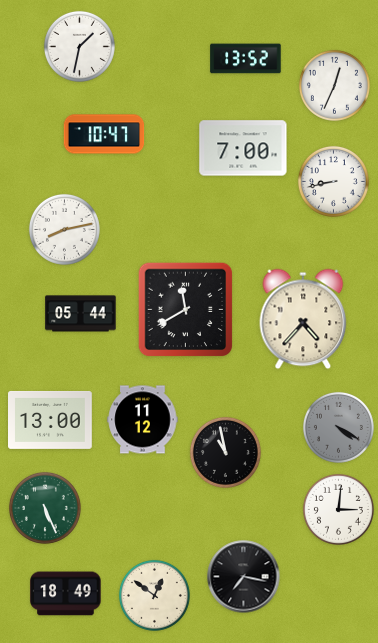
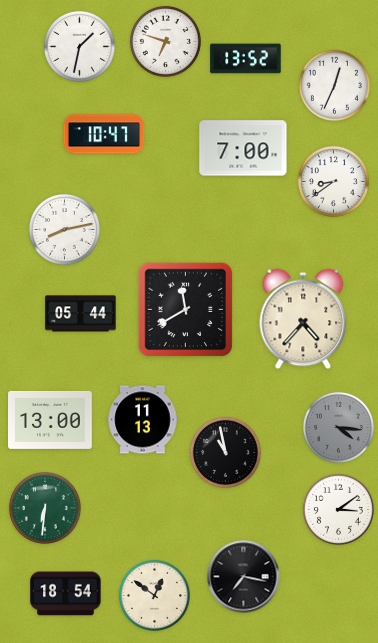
clock at (165, 41): none -> 6:48
clock at (333, 181): 8:43 -> 8:39
clock at (143, 420): 11:12 -> 11:13
clock at (338, 427): 4:20 -> 4:16
clock at (45, 508): 5:26 -> 6:31
clock at (338, 509): 3:01 -> 3:09
clock at (66, 594): 18:49 -> 18:54
